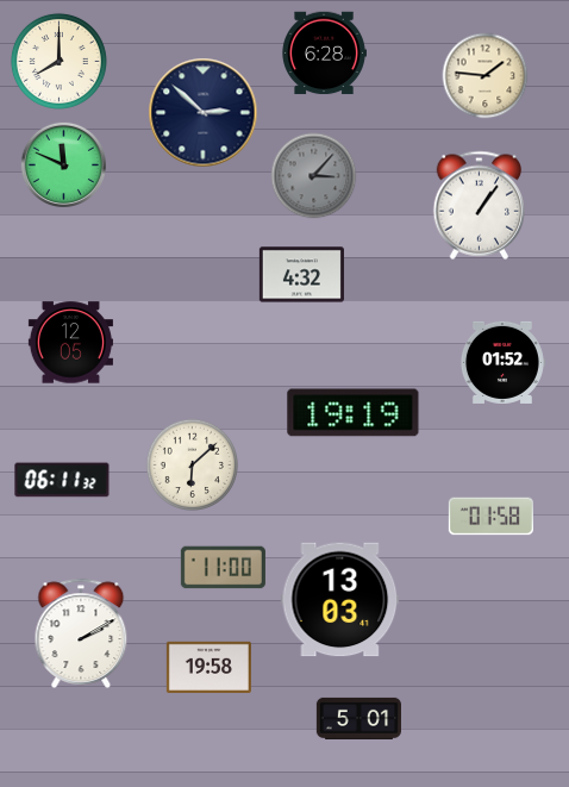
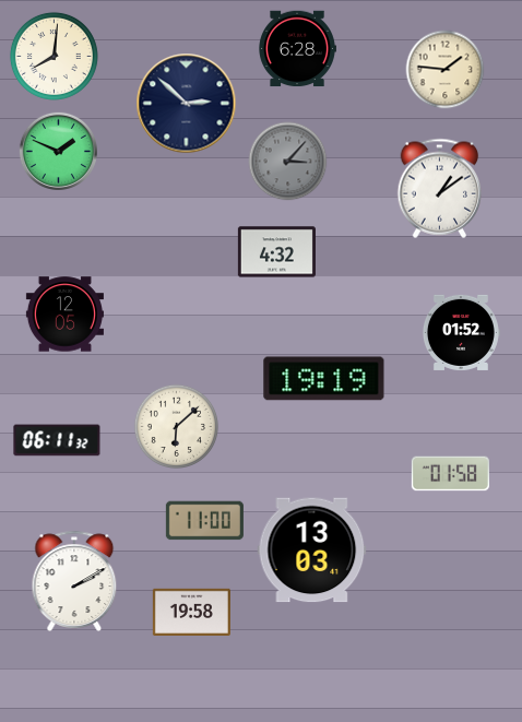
clock at (58, 61): 8:00 -> 8:01
clock at (63, 164): 11:49 -> 1:49
clock at (480, 205): 1:06 -> 1:09
clock at (358, 718): 5:01 -> none
